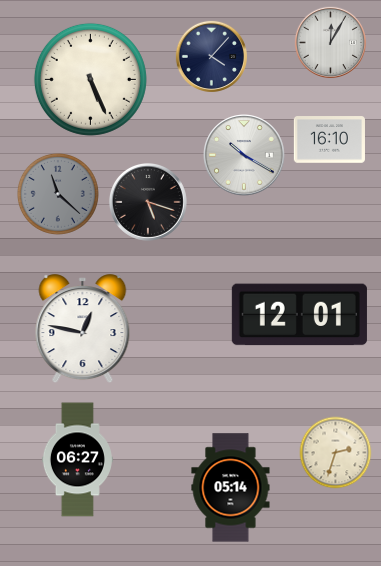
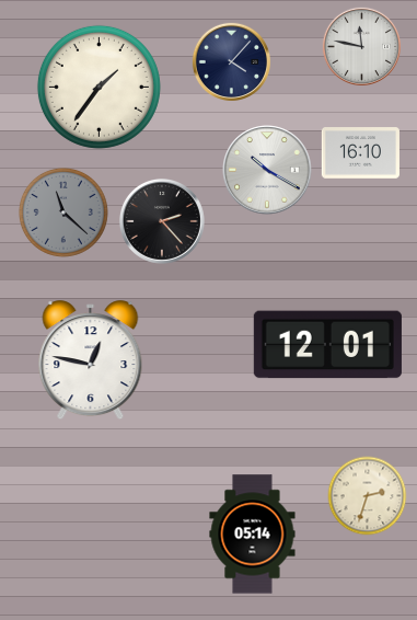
clock at (330, 42): 12:05 -> 11:47
clock at (90, 79): 5:26 -> 1:36
clock at (148, 202): 5:18 -> 2:23
clock at (77, 460): 06:27 -> none
